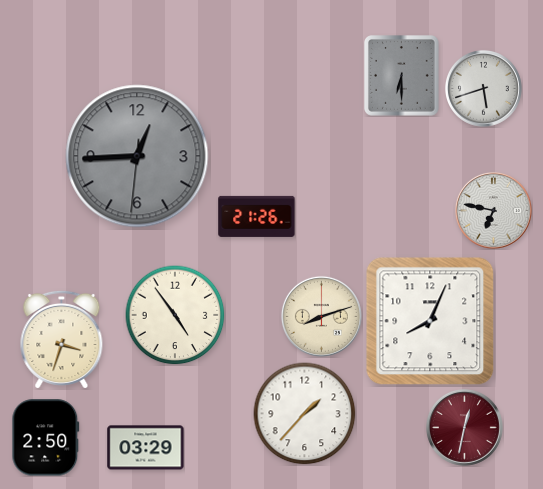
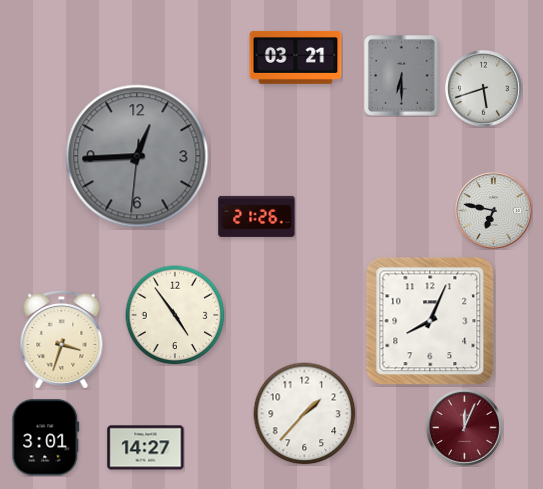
clock at (296, 57): none -> 03:21
clock at (321, 316): 8:12 -> none
clock at (464, 427): 12:32 -> 12:04
clock at (46, 438): 2:50 -> 3:01
clock at (146, 448): 03:29 -> 14:27
